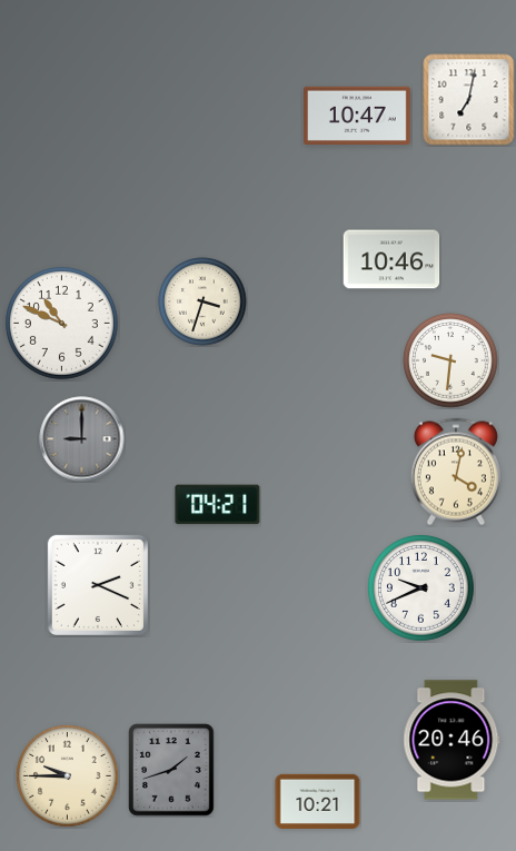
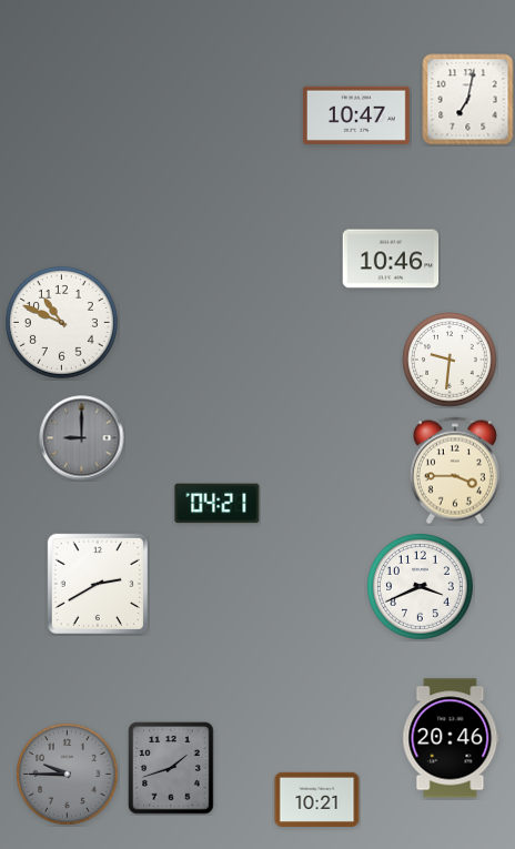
clock at (202, 301): 3:33 -> none
clock at (456, 472): 4:02 -> 3:45
clock at (98, 585): 2:19 -> 2:40
clock at (421, 588): 9:41 -> 3:41
clock at (68, 776) dial: cream -> grey
